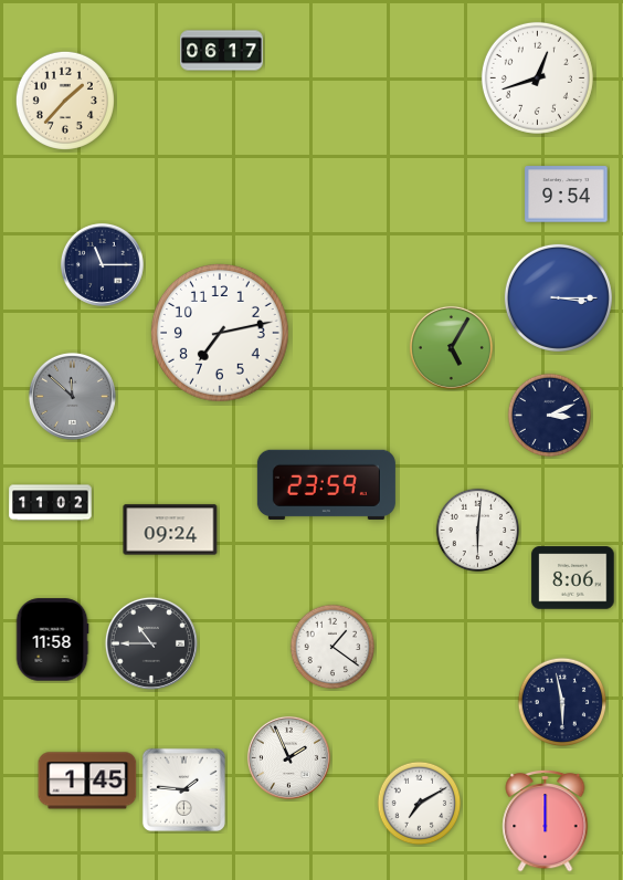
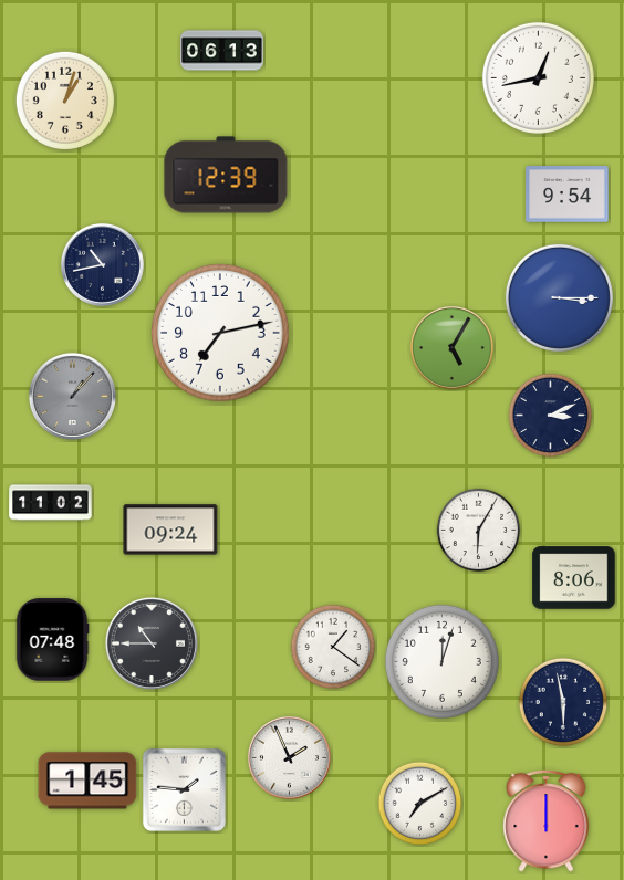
clock at (222, 51): 06:17 -> 06:13
clock at (537, 77): 12:42 -> 12:43
clock at (65, 101): 1:37 -> 1:03
clock at (226, 175): none -> 12:39
clock at (102, 264): 11:15 -> 10:43
clock at (72, 396): 11:52 -> 1:07
clock at (326, 484): 23:59 -> none
clock at (478, 531): 6:01 -> 6:05
clock at (52, 640): 11:58 -> 07:48
clock at (441, 661): none -> 12:03
